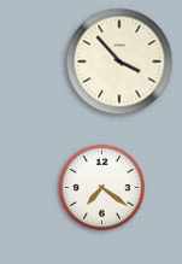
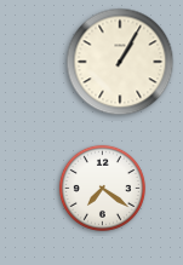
clock at (119, 61): 3:53 -> 1:05
